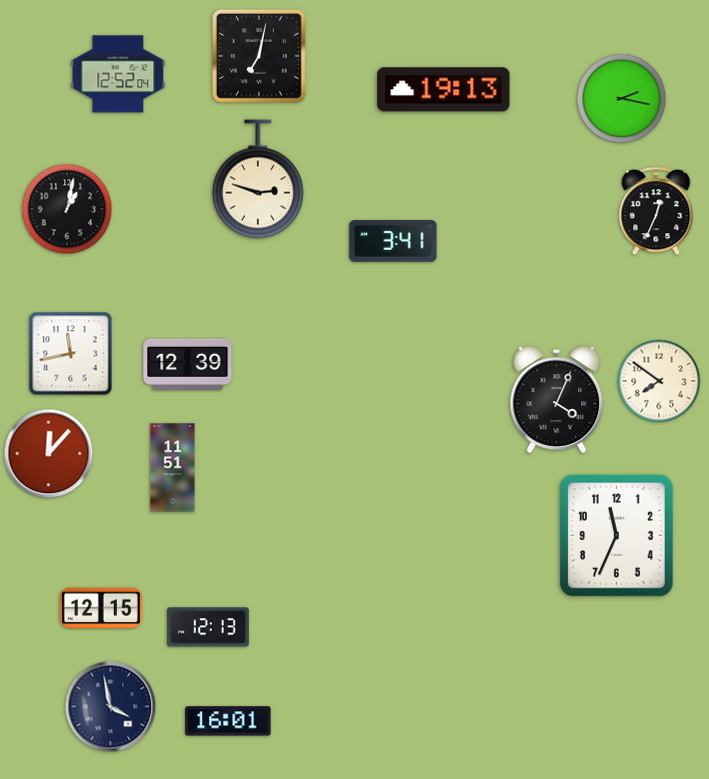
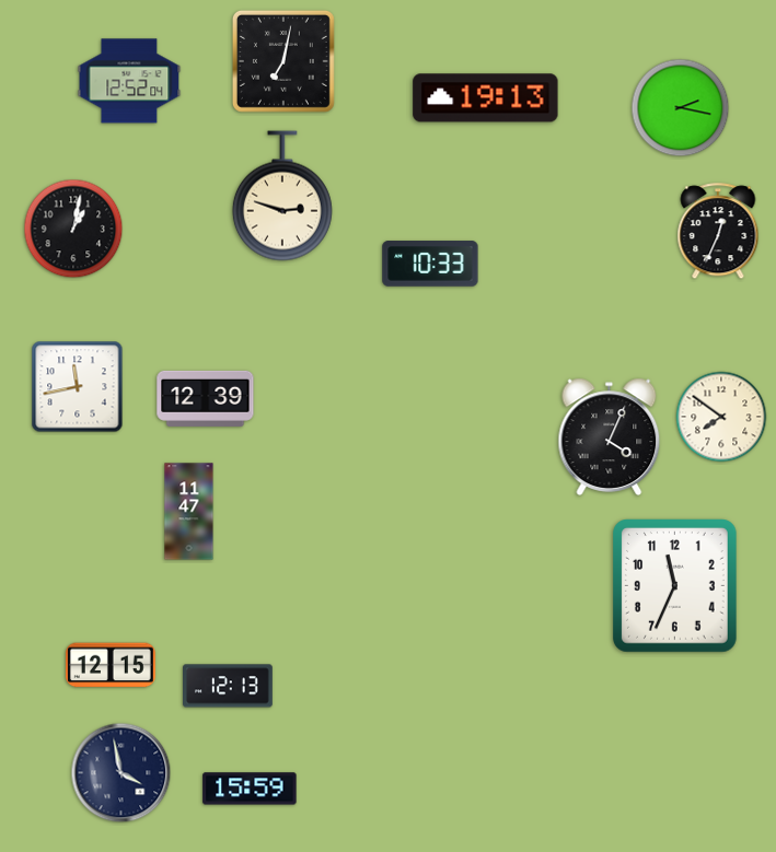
clock at (393, 241): 3:41 -> 10:33
clock at (49, 454): 12:07 -> none
clock at (173, 468): 11:51 -> 11:47
clock at (228, 721): 16:01 -> 15:59
